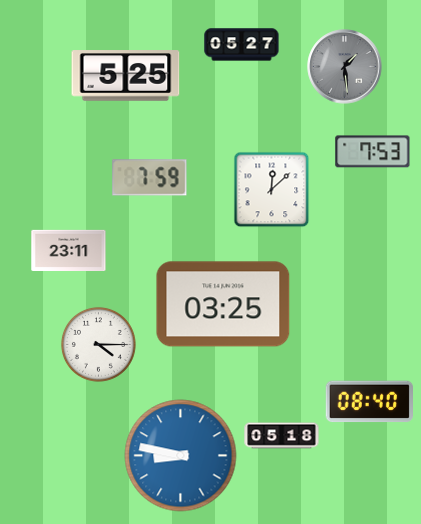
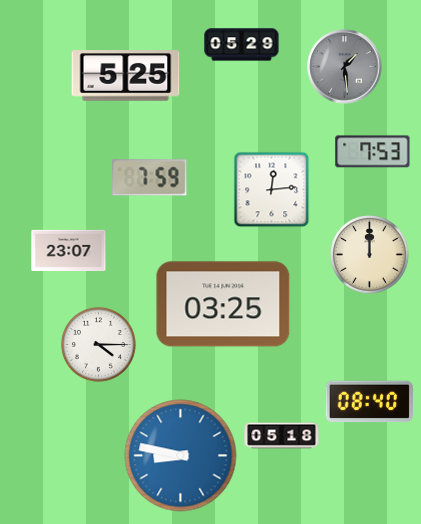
clock at (242, 45): 05:27 -> 05:29
clock at (272, 190): 12:08 -> 12:14
clock at (69, 250): 23:11 -> 23:07
clock at (370, 255): none -> 12:00
